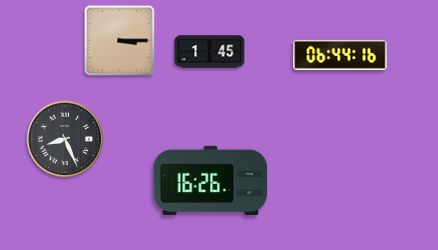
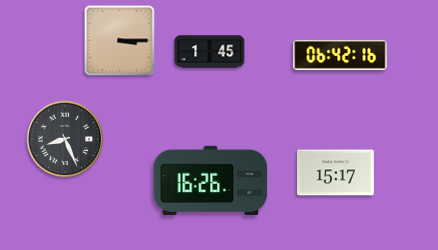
clock at (340, 55): 06:44 -> 06:42
clock at (336, 173): none -> 15:17
